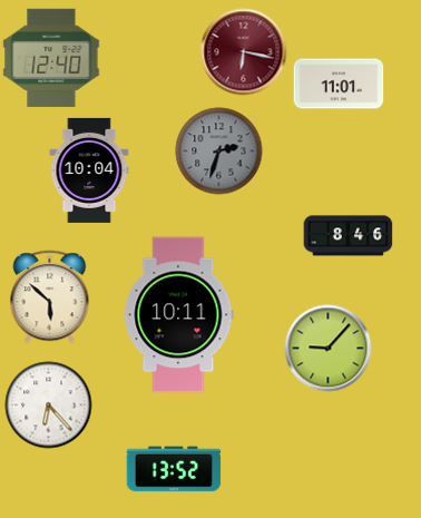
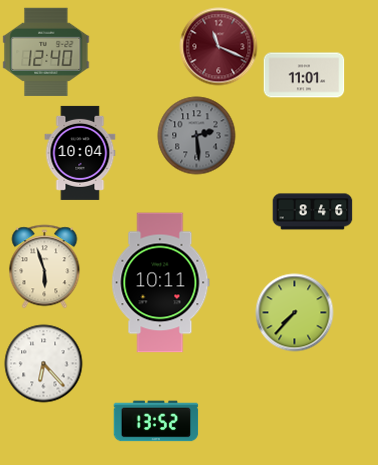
clock at (243, 51): 6:17 -> 11:19
clock at (218, 150): 2:33 -> 2:29
clock at (50, 296): 5:52 -> 5:57
clock at (327, 348): 9:07 -> 7:37
